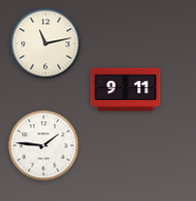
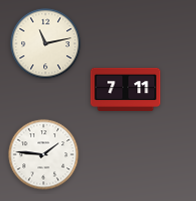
clock at (126, 89): 9:11 -> 7:11
clock at (44, 146) position: (44, 146) -> (44, 155)
